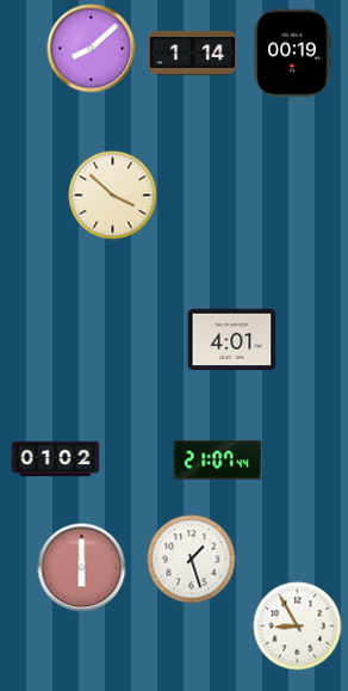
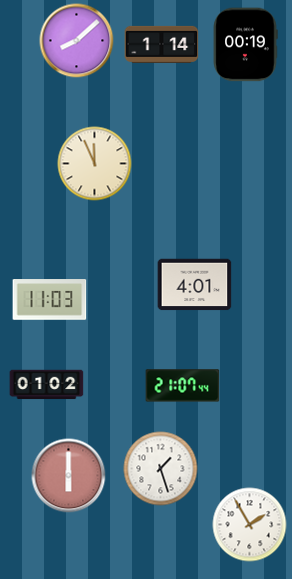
clock at (113, 196): 3:52 -> 11:56
clock at (50, 300): none -> 11:03
clock at (298, 627): 8:55 -> 1:55
